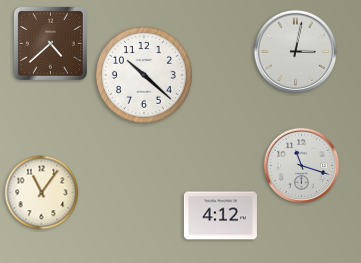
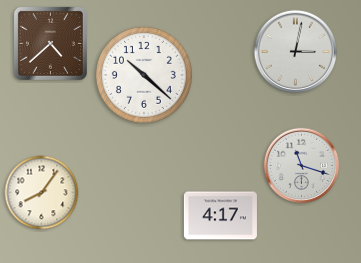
clock at (42, 193): 11:06 -> 8:06
clock at (220, 216): 4:12 -> 4:17
